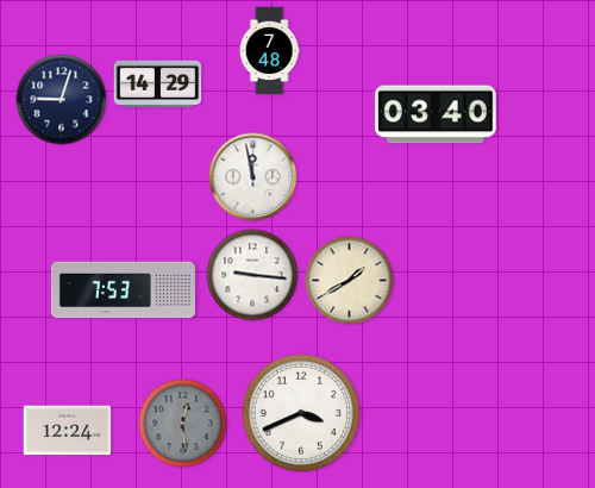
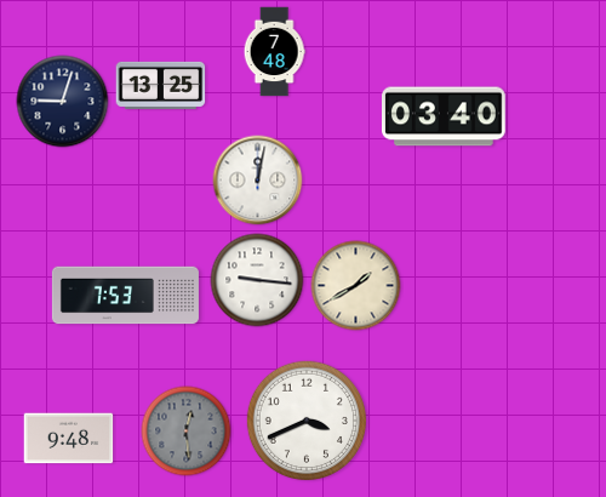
clock at (158, 83): 14:29 -> 13:25
clock at (253, 177): 11:58 -> 12:02
clock at (68, 431): 12:24 -> 9:48
